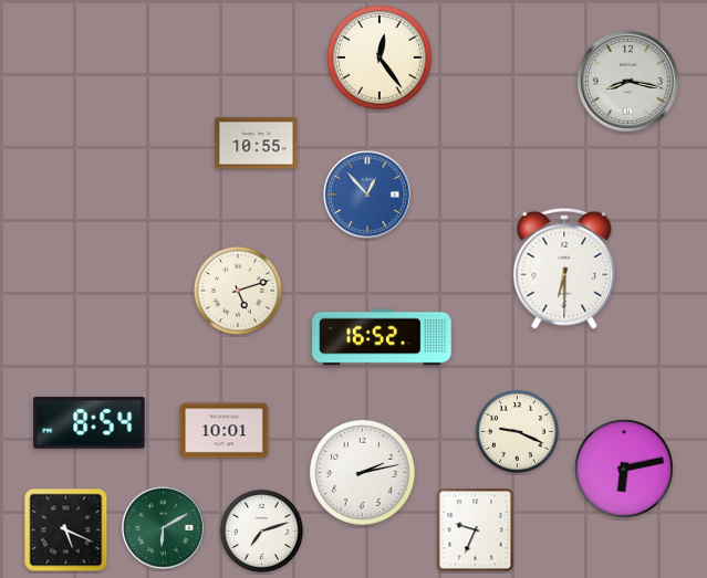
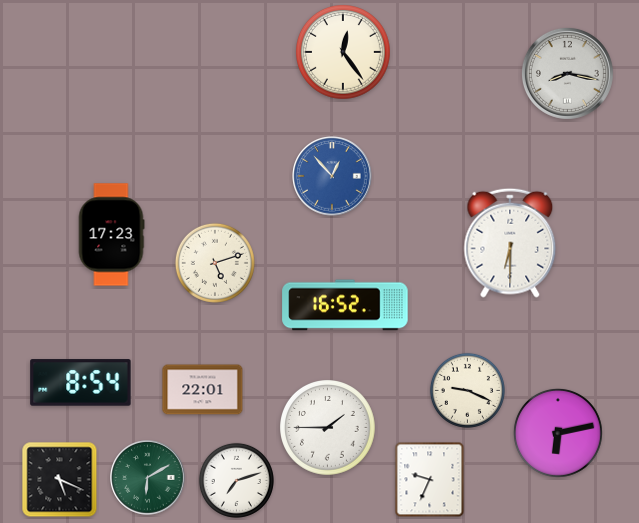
clock at (257, 144): 10:55 -> none
clock at (111, 235): none -> 17:23
clock at (225, 431): 10:01 -> 22:01
clock at (624, 469) position: (624, 469) -> (558, 433)
clock at (363, 473): 2:13 -> 1:45
